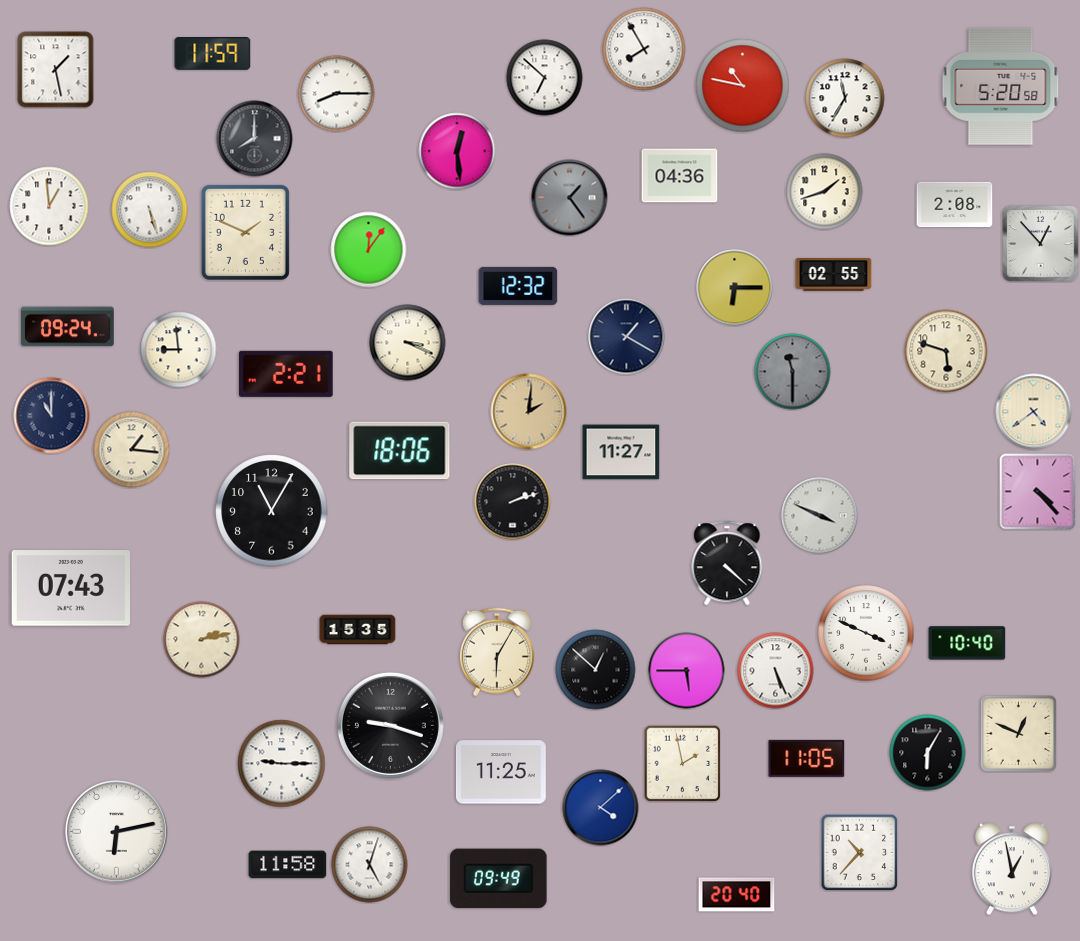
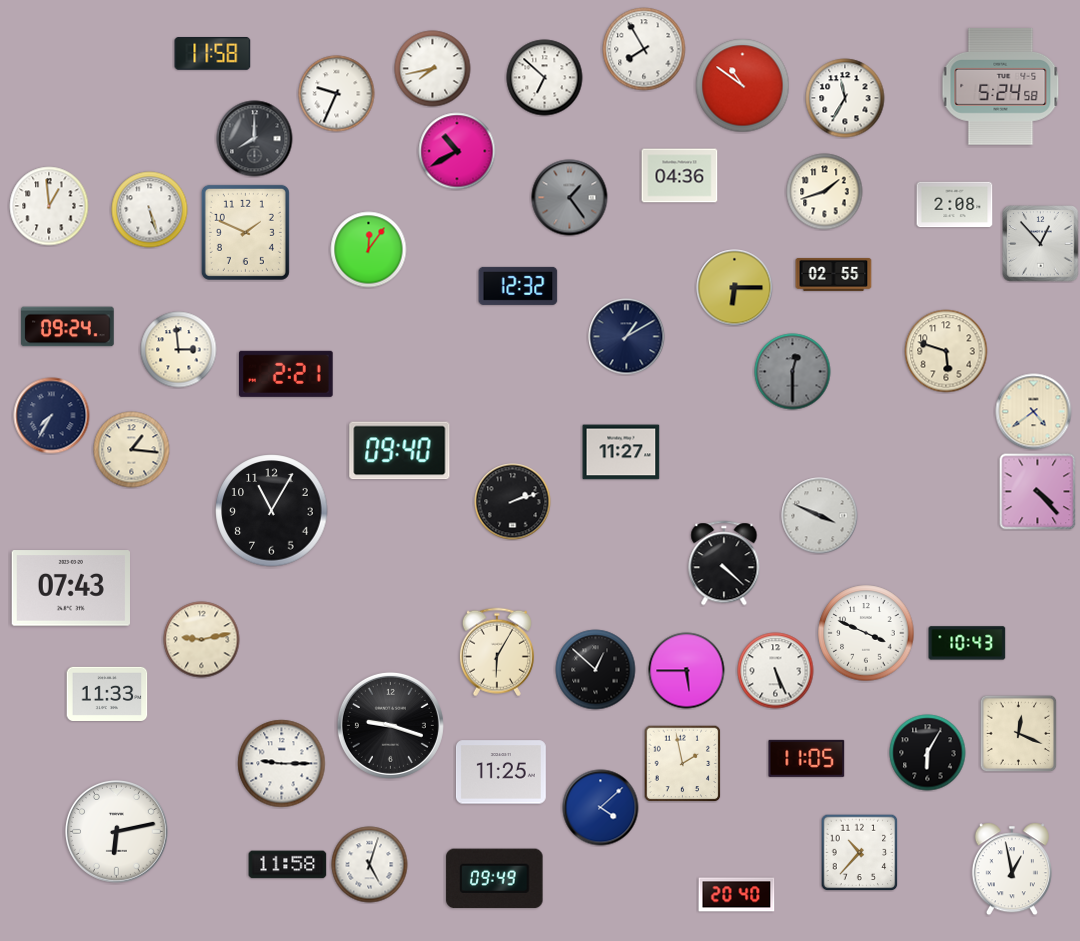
clock at (213, 54): 11:59 -> 11:58
clock at (433, 69): none -> 7:43
clock at (56, 70): 1:28 -> none
clock at (743, 86): 10:47 -> 10:51
clock at (1001, 86): 5:20 -> 5:24
clock at (337, 94): 8:15 -> 9:34
clock at (457, 151): 12:29 -> 10:40
clock at (627, 337): 1:20 -> 1:10
clock at (408, 343): 3:19 -> none
clock at (179, 350): 8:59 -> 2:59
clock at (793, 372): 11:30 -> 12:30
clock at (529, 412): 2:01 -> none
clock at (52, 416): 11:00 -> 7:35
clock at (400, 451): 18:06 -> 09:40
clock at (727, 563) position: (727, 563) -> (724, 563)
clock at (358, 630): 15:35 -> none
clock at (202, 640): 2:13 -> 9:13
clock at (967, 643): 10:40 -> 10:43
clock at (107, 693): none -> 11:33
clock at (1018, 733): 12:49 -> 12:19
clock at (499, 879) position: (499, 879) -> (495, 879)
